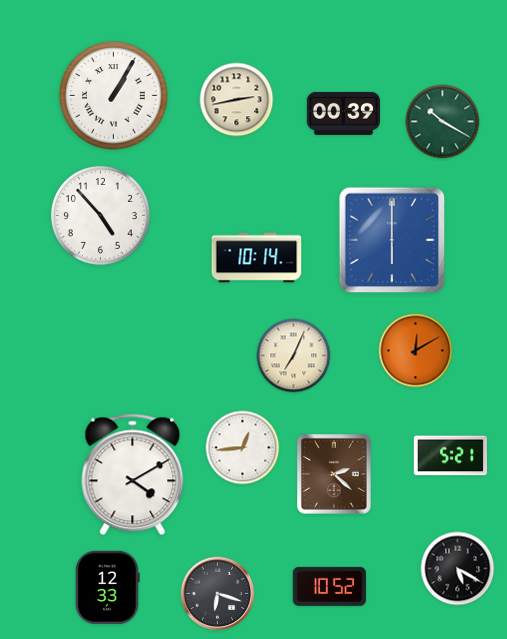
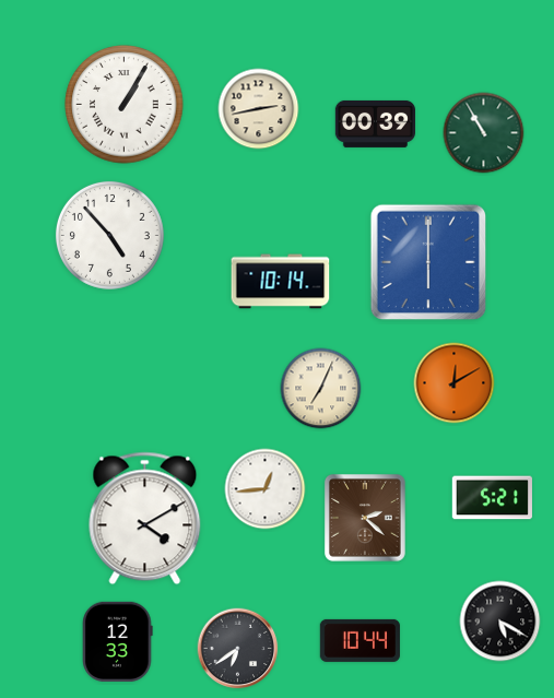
clock at (443, 122): 10:20 -> 10:55
clock at (329, 586): 10:52 -> 10:44
clock at (218, 594): 6:18 -> 6:39
